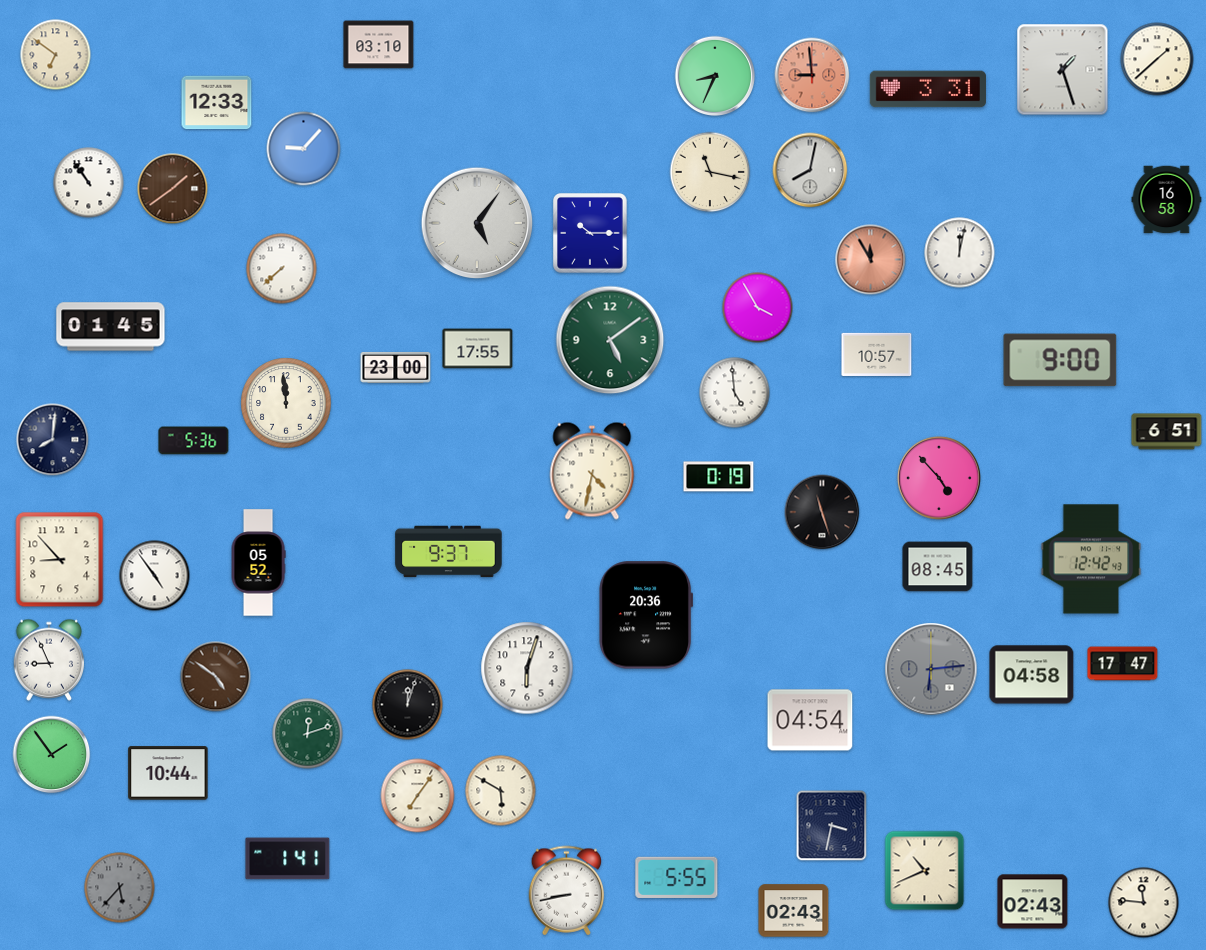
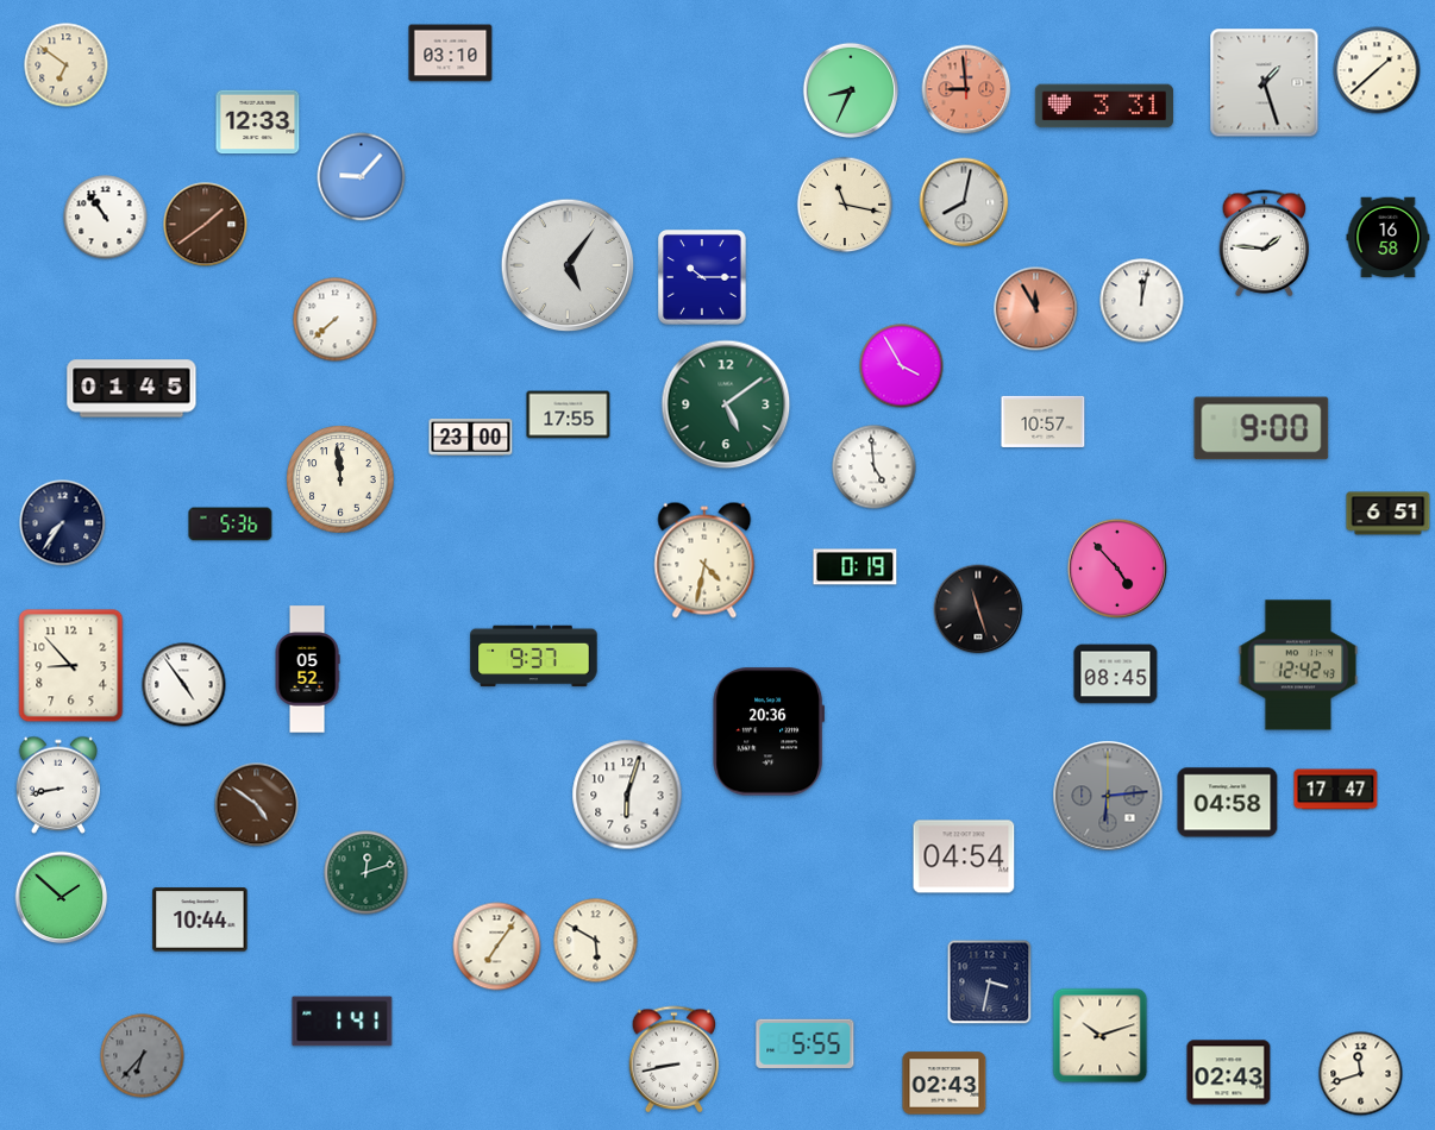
clock at (1265, 244): none -> 1:46
clock at (53, 440): 8:01 -> 7:36
clock at (49, 660): 8:56 -> 8:43
clock at (408, 705): 12:03 -> none
clock at (52, 755): 1:54 -> 1:52
clock at (925, 871): 10:41 -> 10:12
clock at (120, 888): 5:37 -> 6:37
clock at (1144, 903): 11:46 -> 11:42
